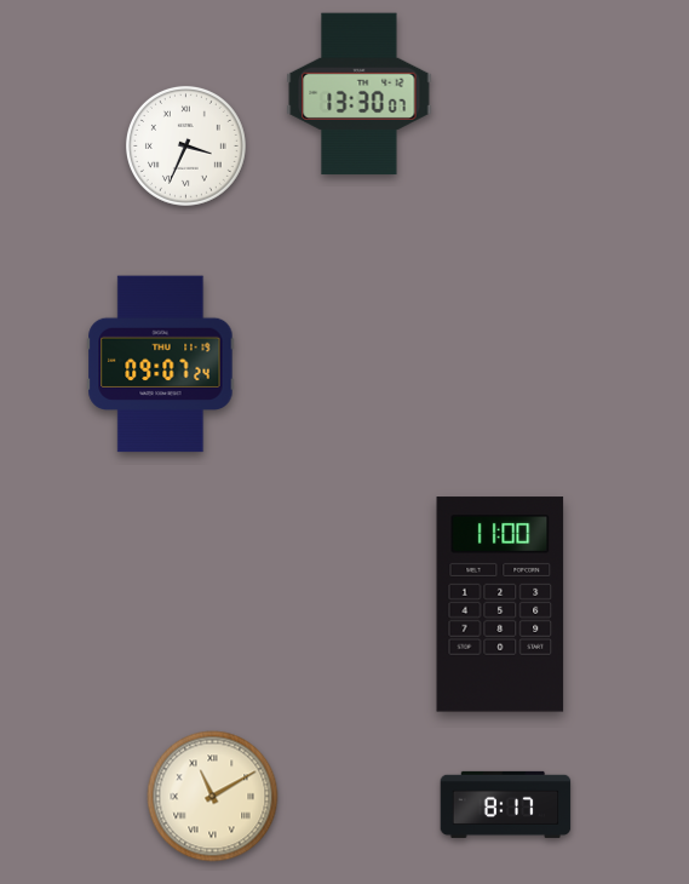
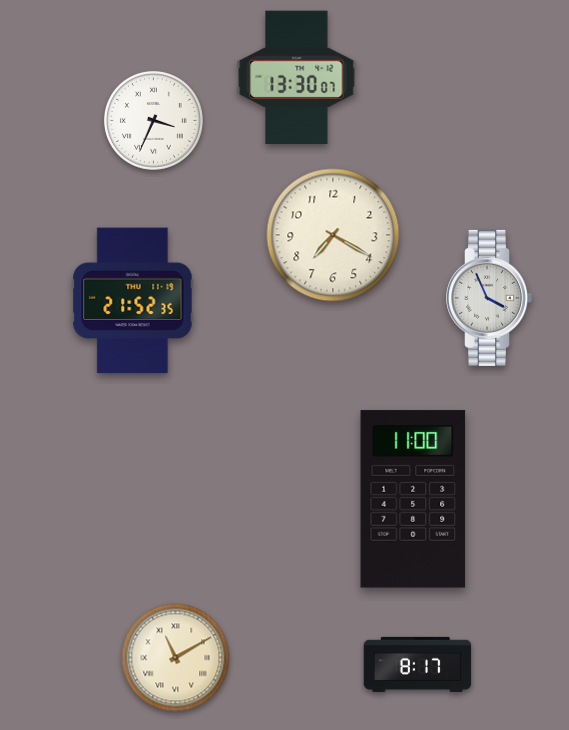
clock at (333, 235): none -> 7:20
clock at (489, 298): none -> 3:56
clock at (161, 364): 09:07 -> 21:52
